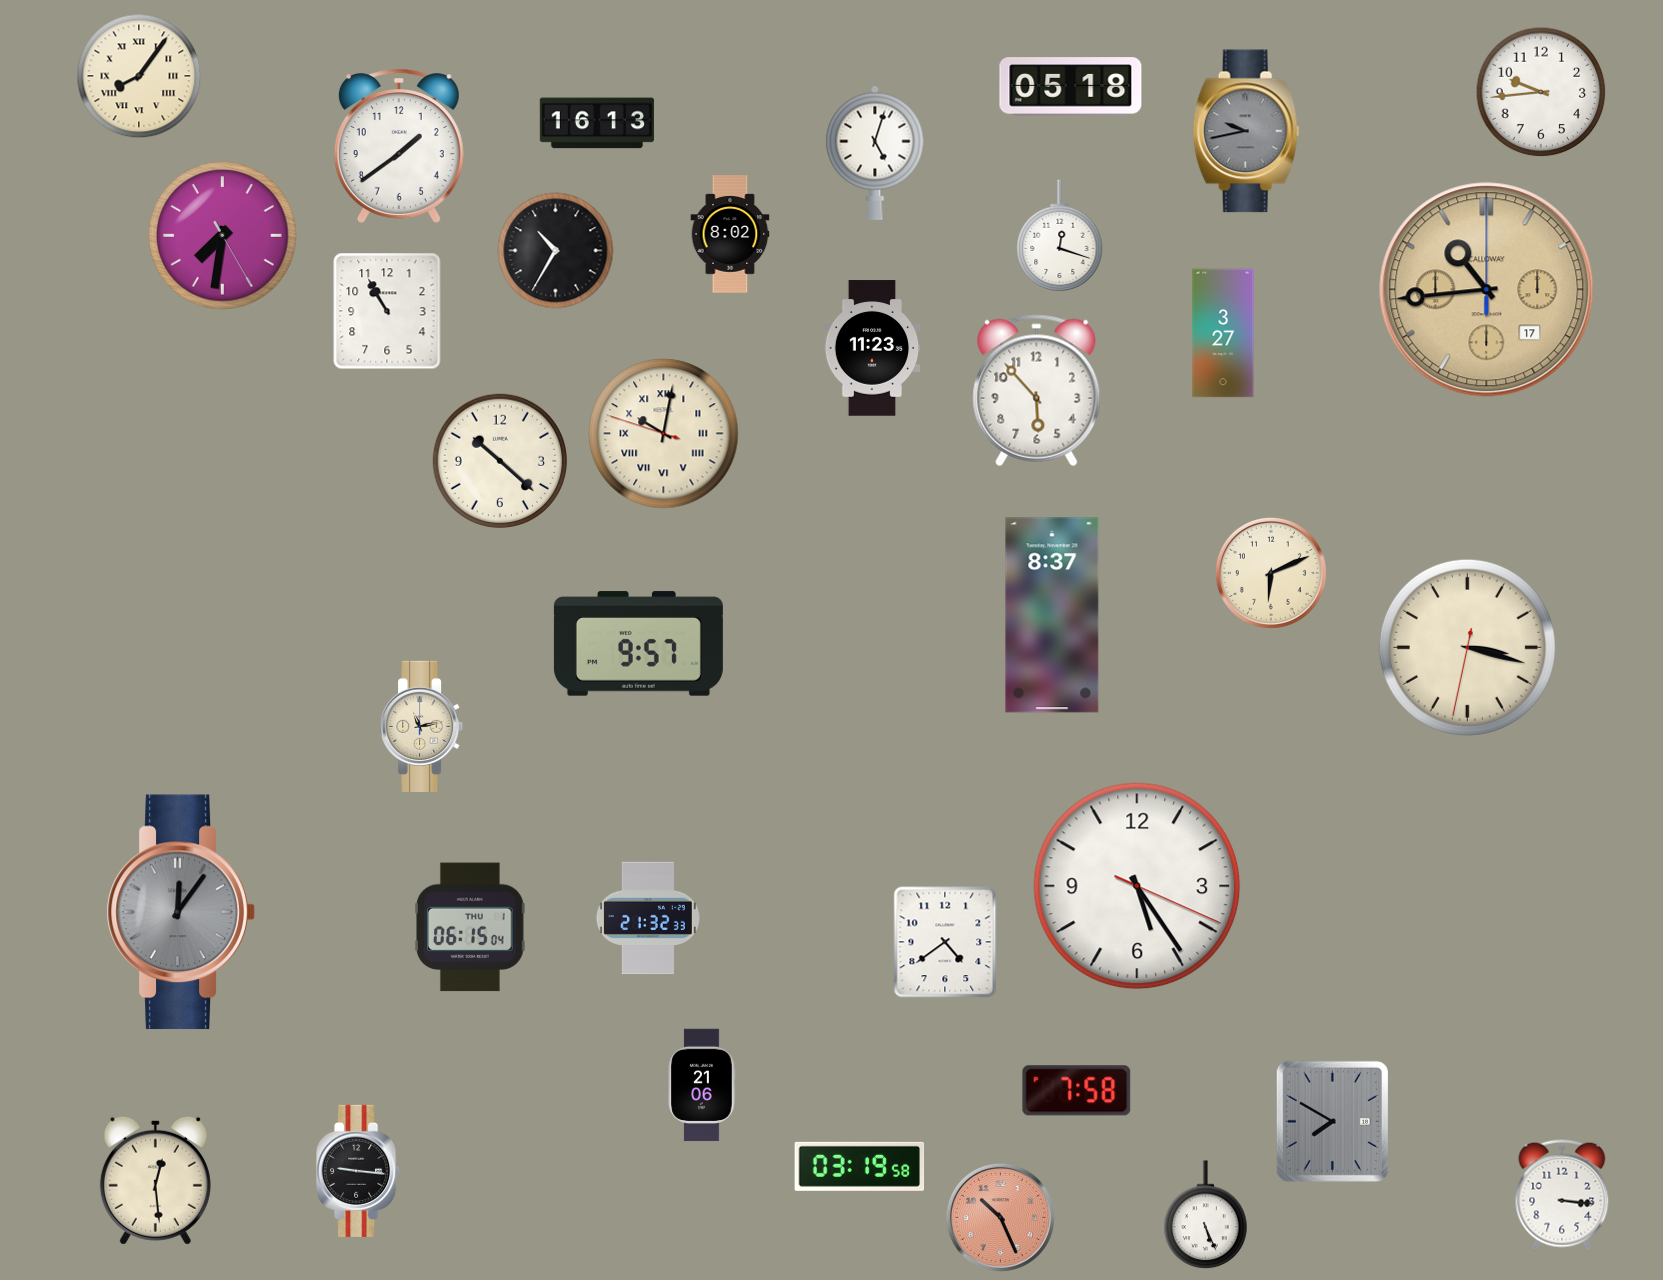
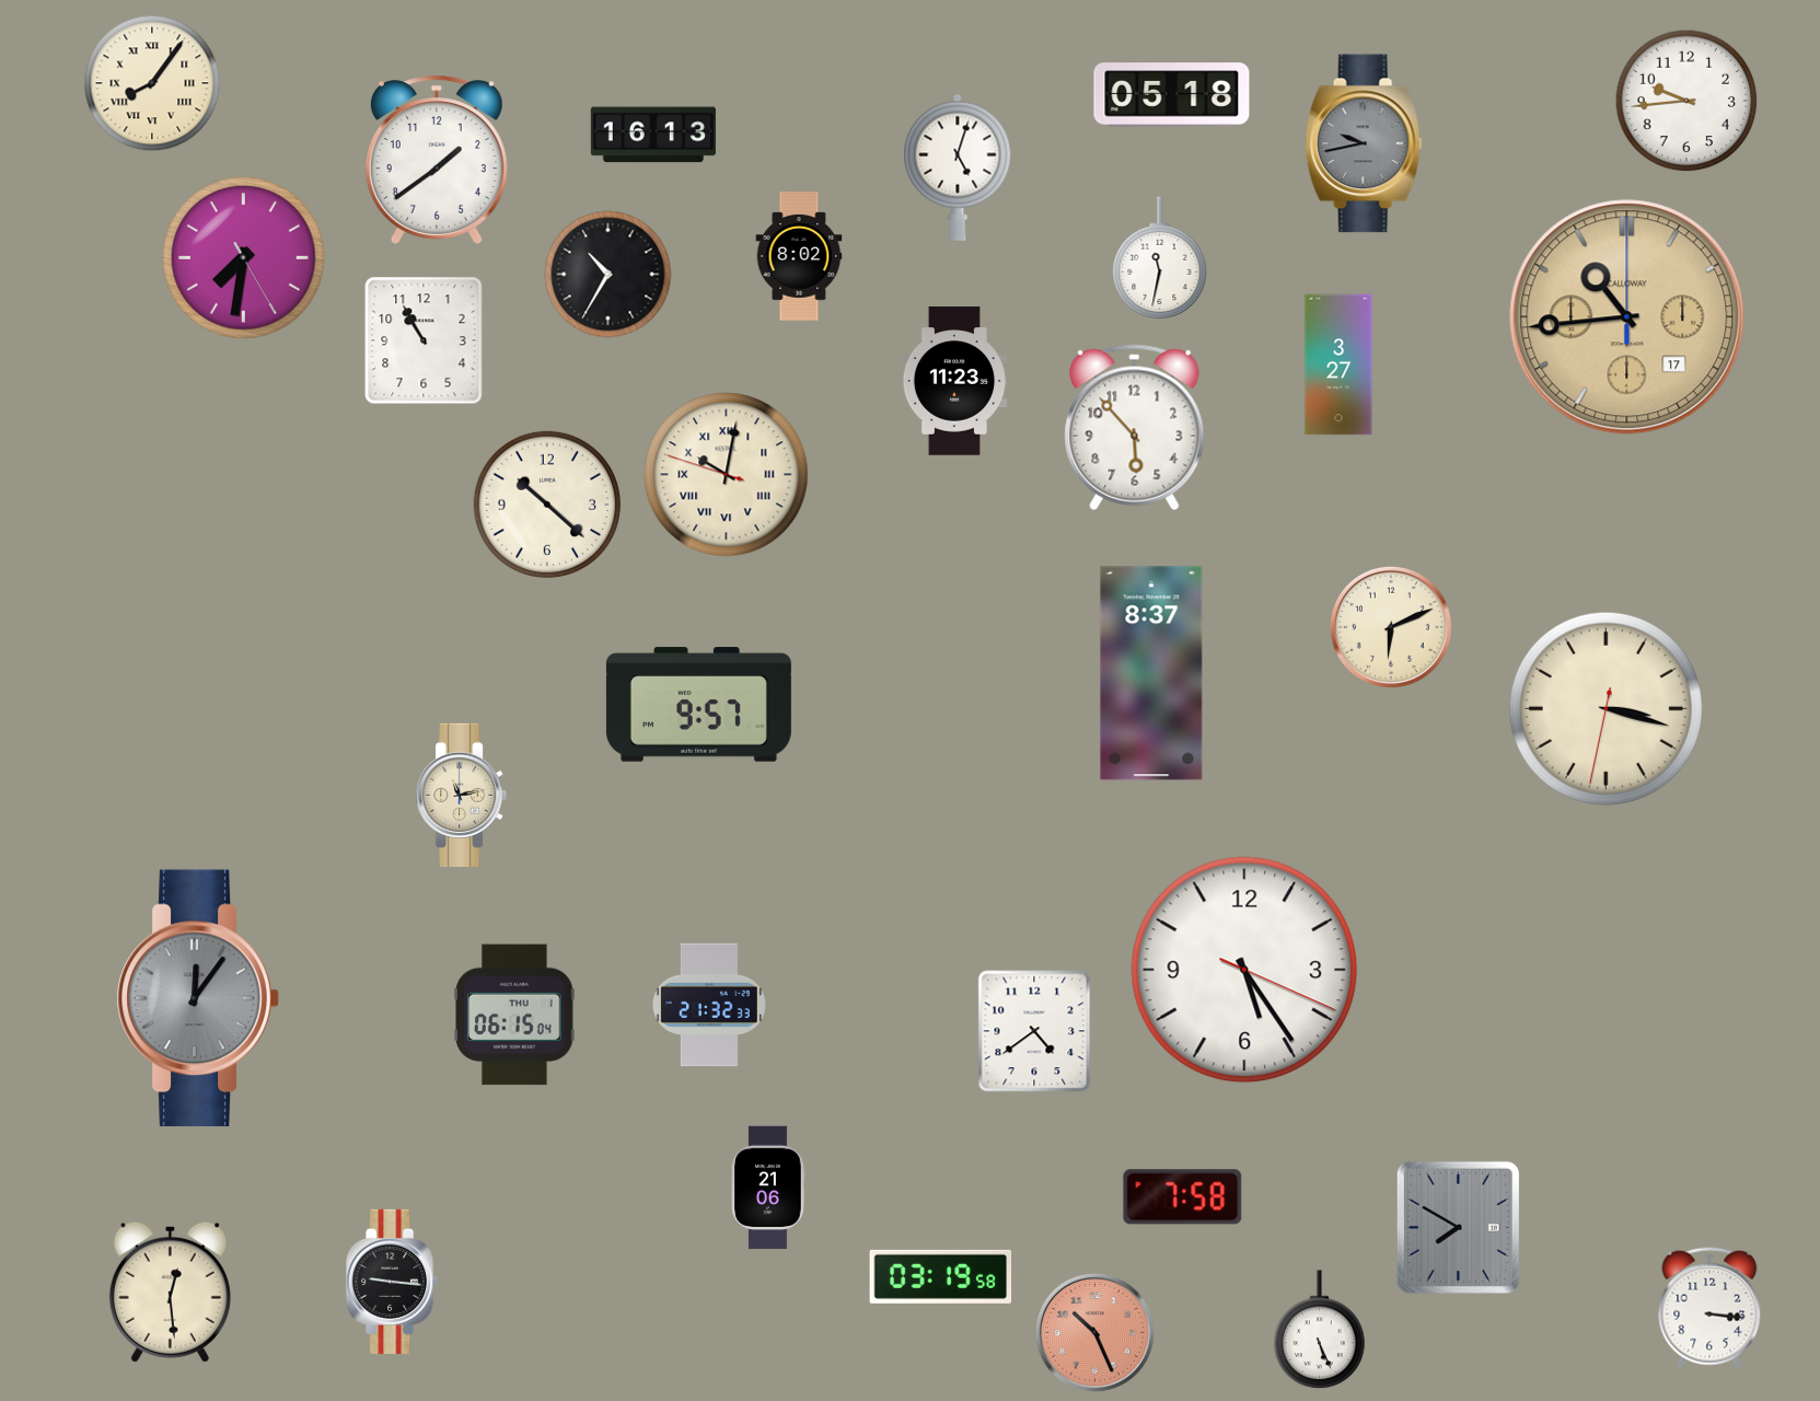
clock at (1060, 236): 12:18 -> 11:32
clock at (1077, 1091) position: (1077, 1091) -> (1183, 1197)
